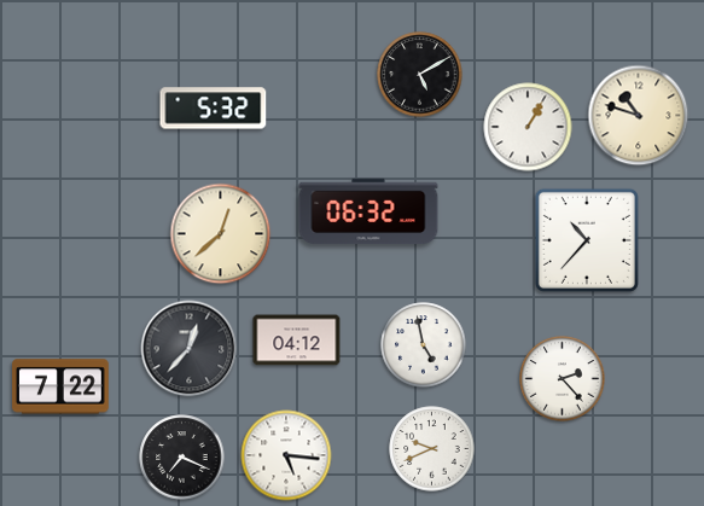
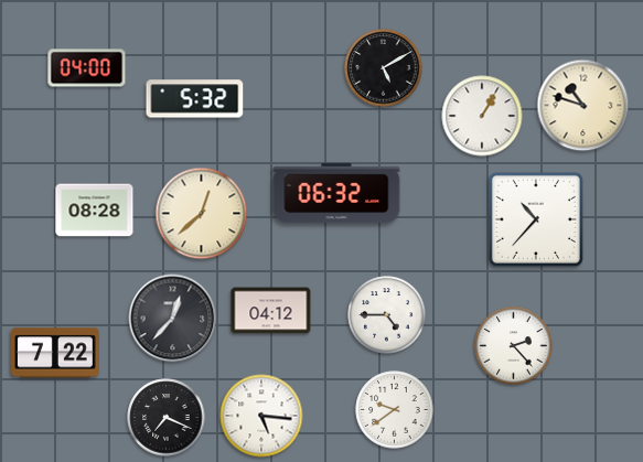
clock at (87, 68): none -> 04:00
clock at (95, 211): none -> 08:28
clock at (424, 345): 4:58 -> 4:45
clock at (432, 449): 9:41 -> 9:39
